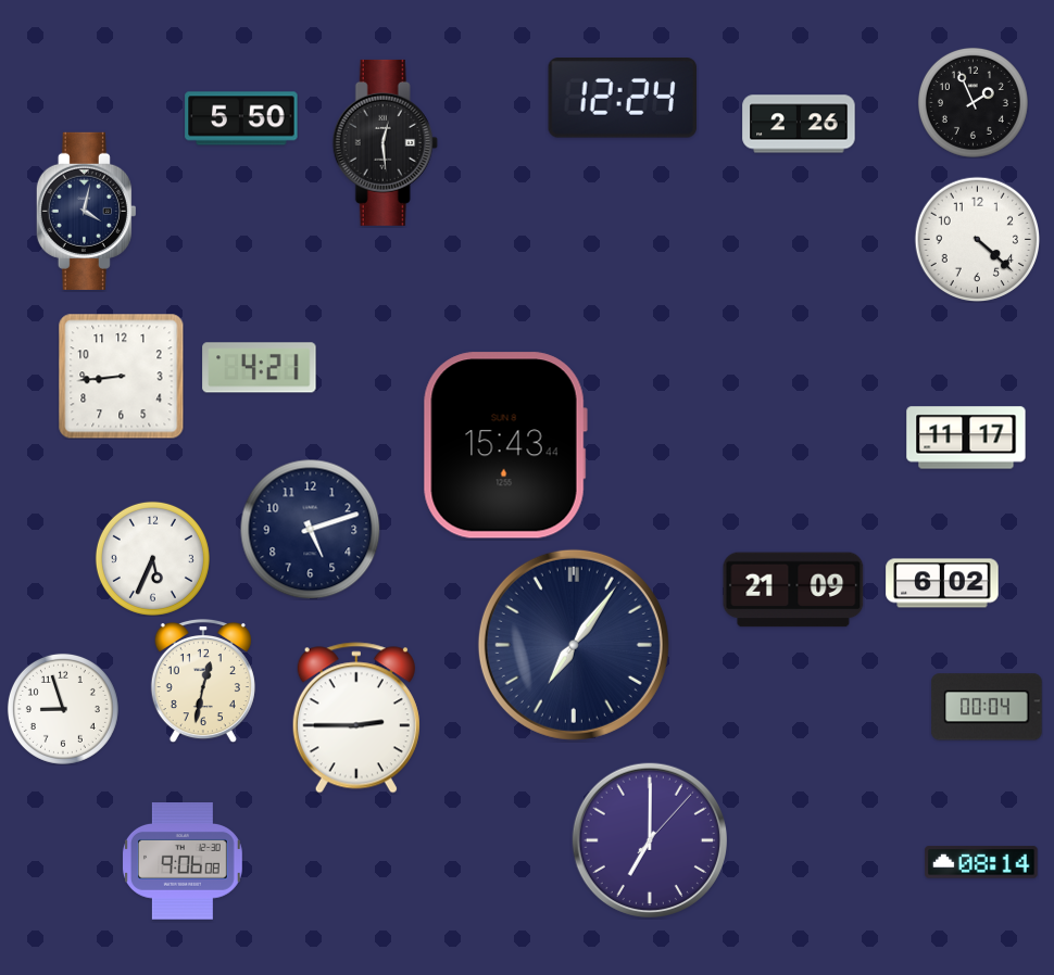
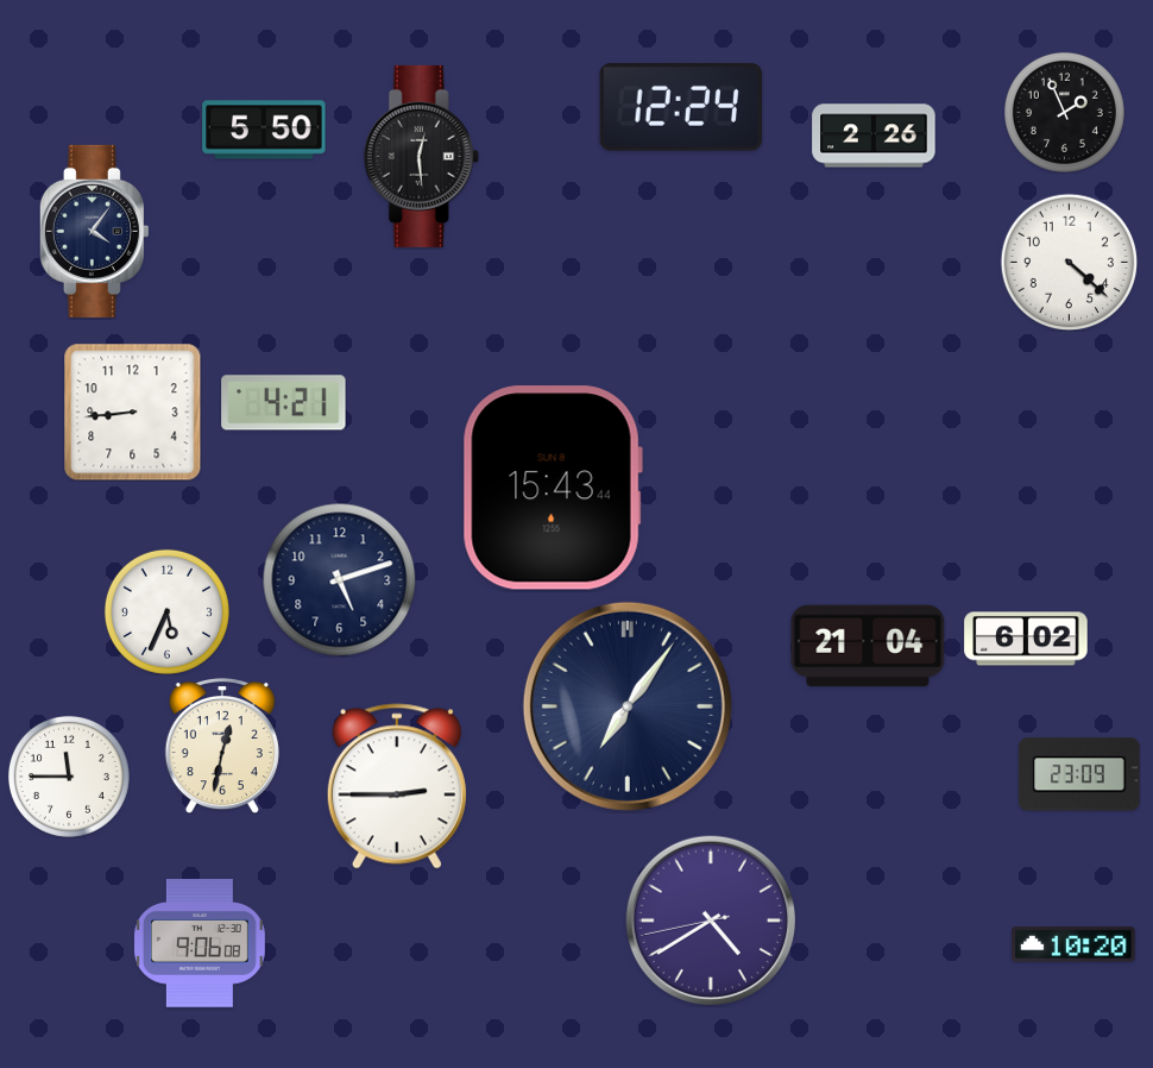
clock at (86, 211): 4:02 -> 4:06
clock at (966, 438): 11:17 -> none
clock at (942, 583) position: (942, 583) -> (1026, 639)
clock at (793, 590): 21:09 -> 21:04
clock at (987, 707): 00:04 -> 23:09
clock at (63, 709): 8:57 -> 11:45
clock at (356, 718) position: (356, 718) -> (397, 786)
clock at (649, 839): 7:00 -> 4:39
clock at (981, 862): 08:14 -> 10:20
